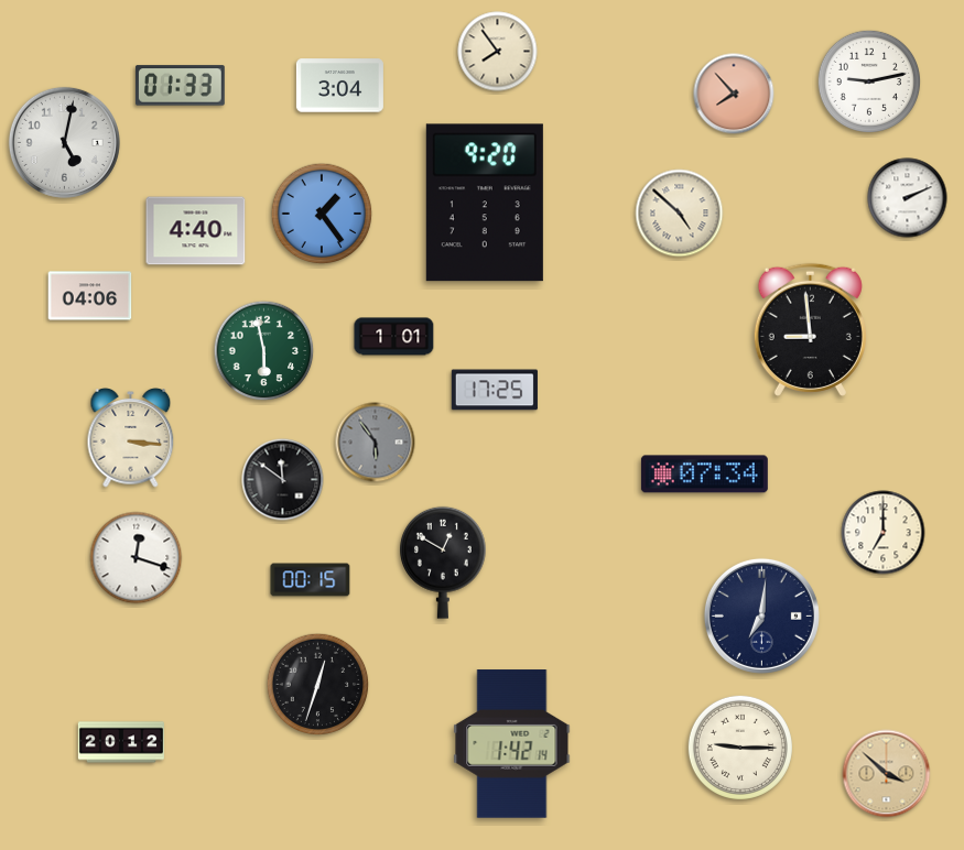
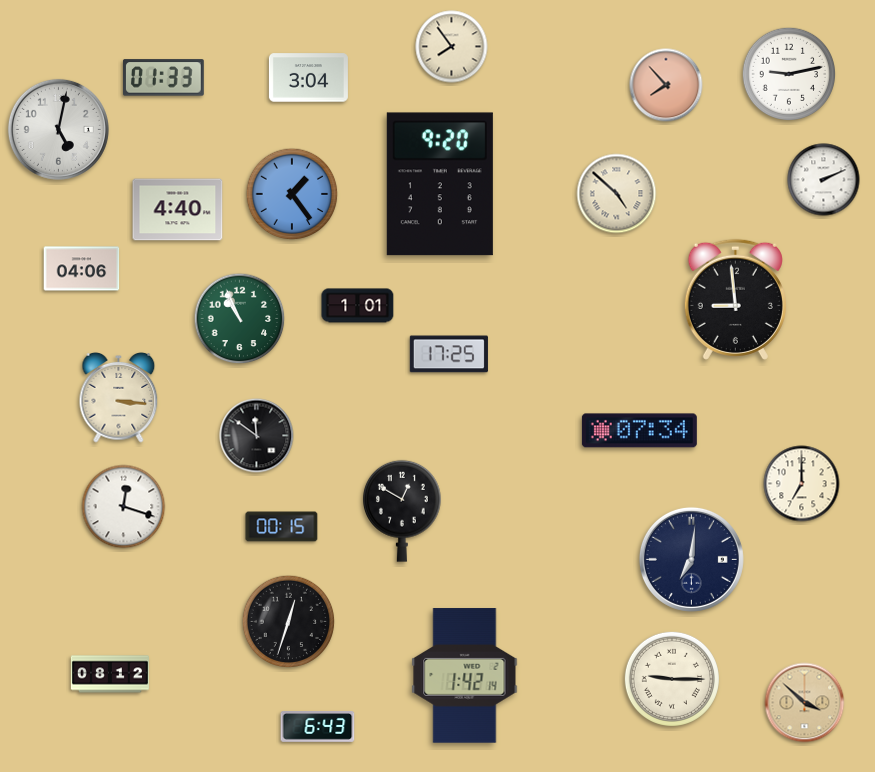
clock at (264, 351): 5:58 -> 10:56
clock at (376, 443): 5:54 -> none
clock at (121, 742): 20:12 -> 08:12
clock at (318, 727): none -> 6:43
